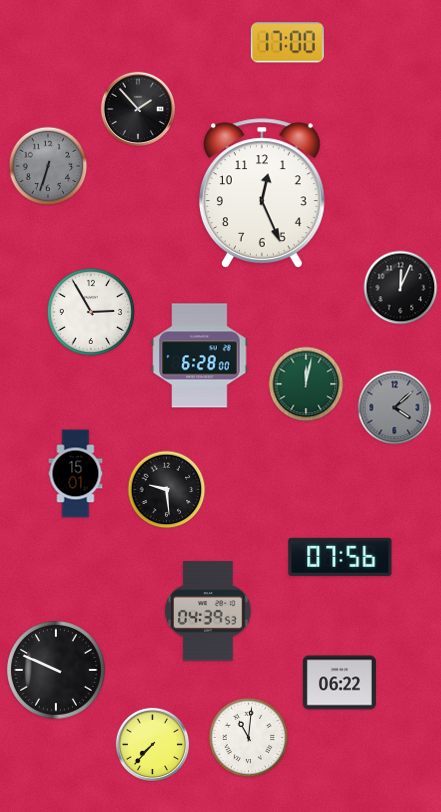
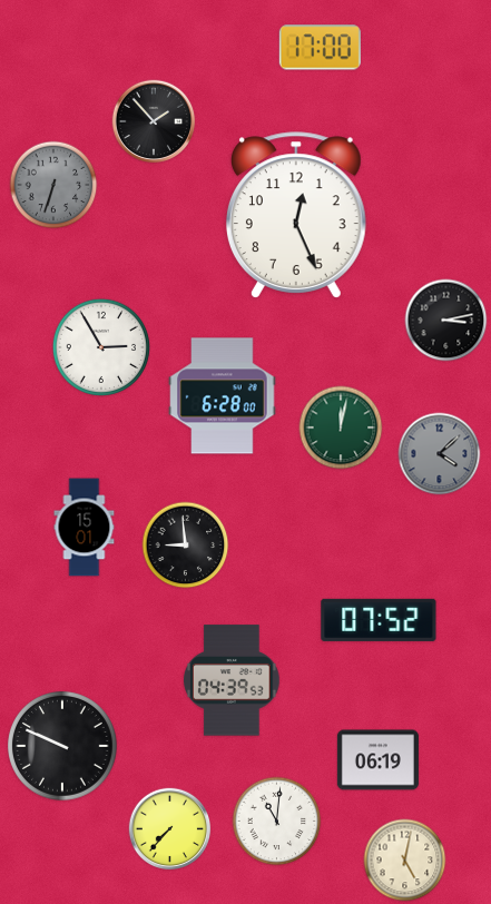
clock at (262, 193) position: (262, 193) -> (296, 215)
clock at (401, 288): 12:04 -> 3:13
clock at (167, 490): 9:29 -> 8:59
clock at (340, 557): 07:56 -> 07:52
clock at (339, 683): 06:22 -> 06:19
clock at (405, 861): none -> 5:02
